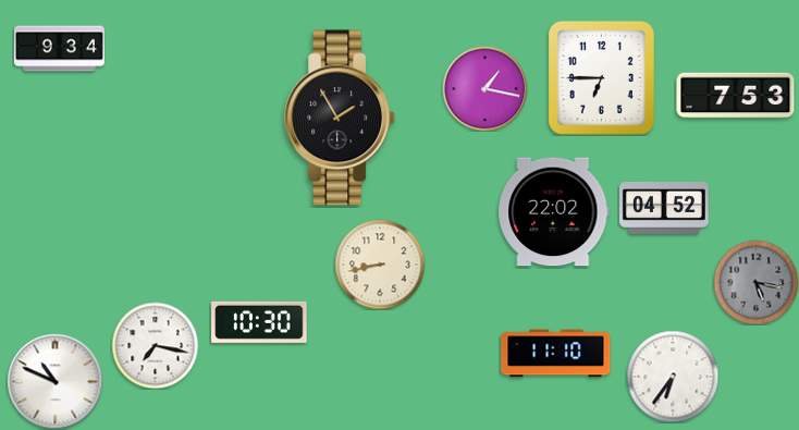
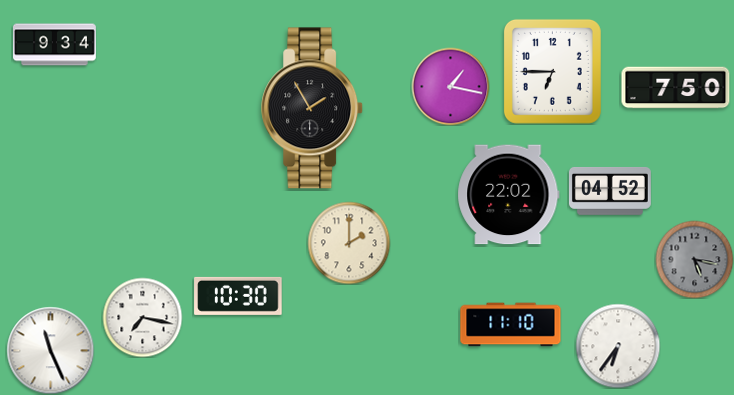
clock at (484, 88) position: (484, 88) -> (450, 86)
clock at (736, 96): 7:53 -> 7:50
clock at (380, 265): 8:43 -> 2:00
clock at (54, 381): 10:49 -> 11:26
